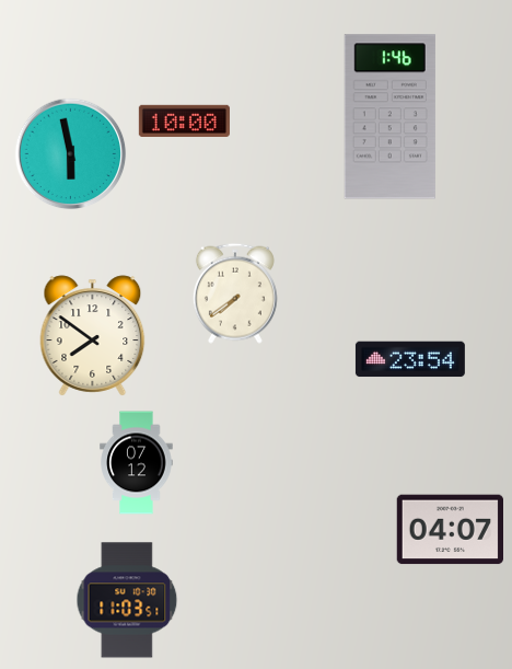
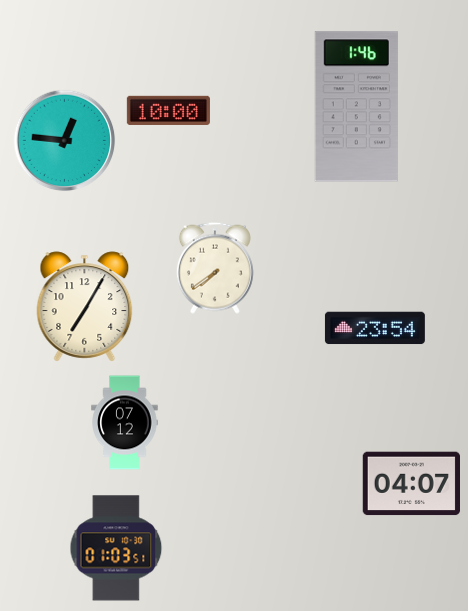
clock at (71, 154): 5:58 -> 12:46
clock at (93, 336): 7:51 -> 7:05
clock at (127, 600): 11:03 -> 01:03
